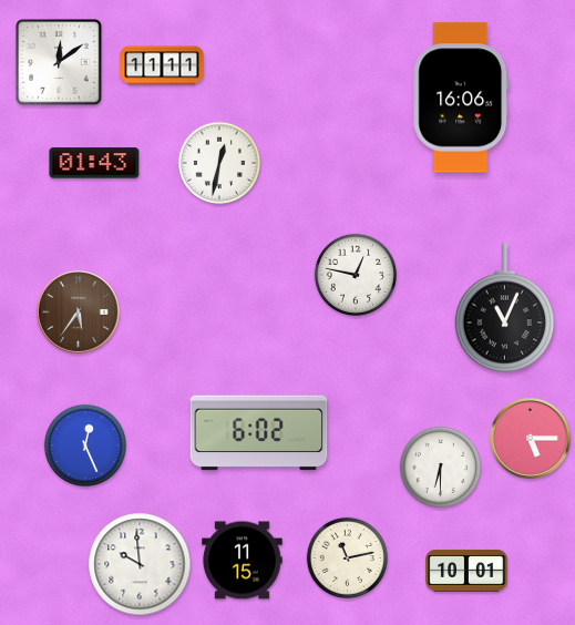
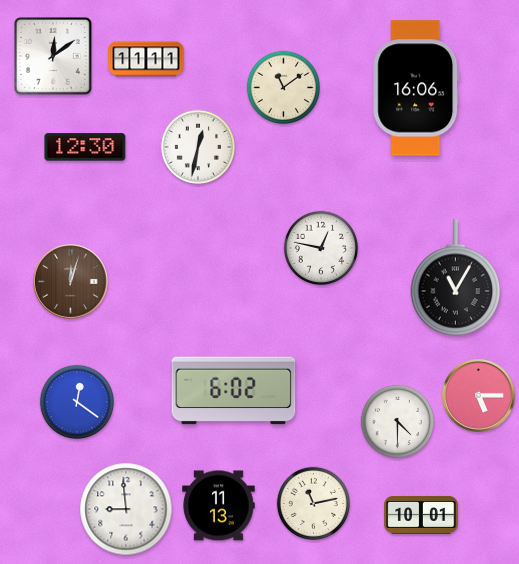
clock at (283, 87): none -> 11:09
clock at (94, 163): 01:43 -> 12:30
clock at (505, 308): 11:04 -> 11:05
clock at (79, 312): 5:36 -> 12:03
clock at (84, 444): 12:26 -> 12:21
clock at (440, 467): 6:30 -> 4:30
clock at (243, 561): 11:15 -> 11:13
clock at (140, 564): 9:59 -> 8:59
